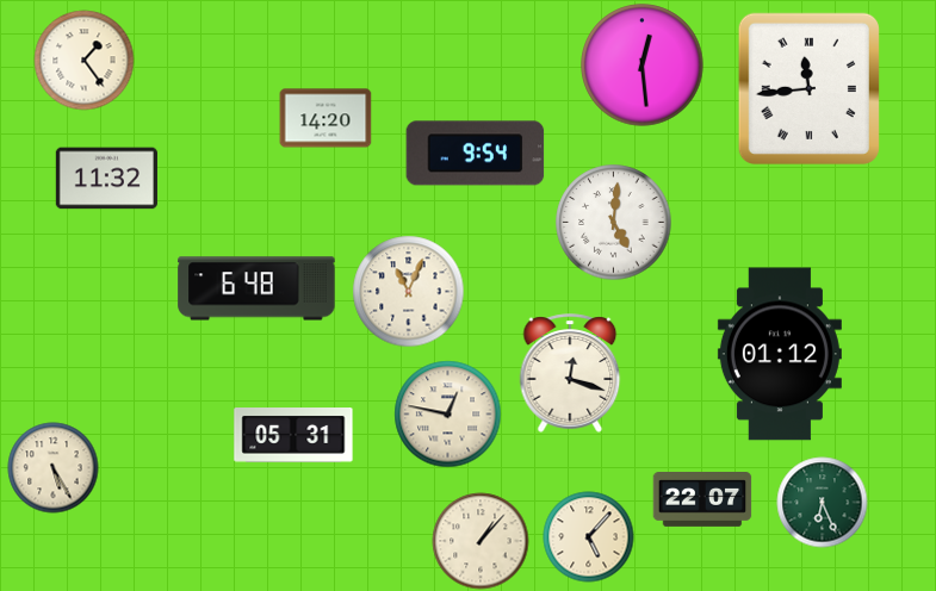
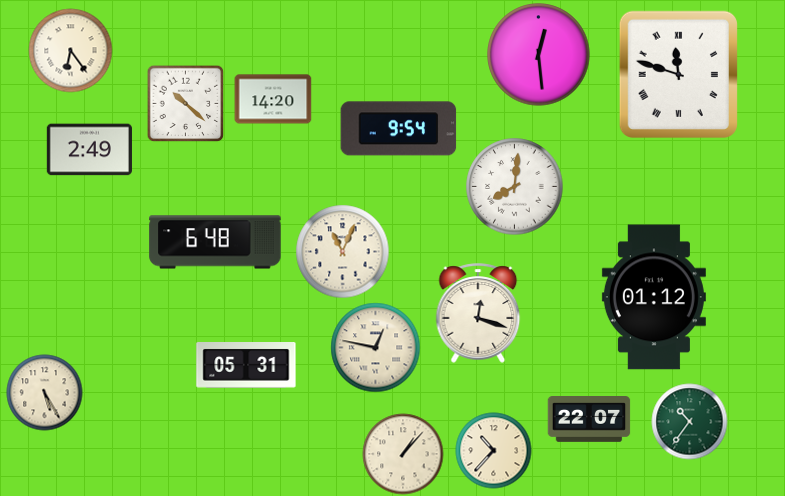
clock at (85, 61): 1:24 -> 6:24
clock at (808, 88): 11:44 -> 11:48
clock at (185, 103): none -> 10:22
clock at (106, 179): 11:32 -> 2:49
clock at (614, 223): 5:01 -> 8:01
clock at (409, 292) position: (409, 292) -> (343, 252)
clock at (823, 503): 6:26 -> 10:36
clock at (589, 537): 5:07 -> 10:37
